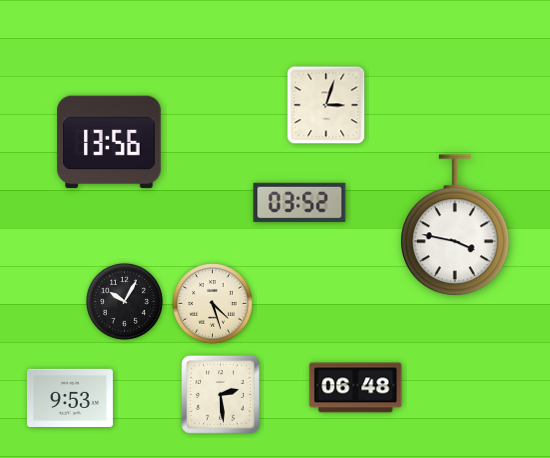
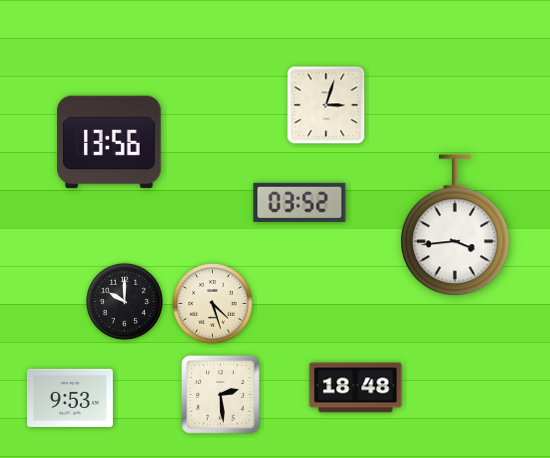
clock at (455, 226): 3:47 -> 3:44
clock at (124, 301): 10:05 -> 10:00
clock at (356, 388): 06:48 -> 18:48
